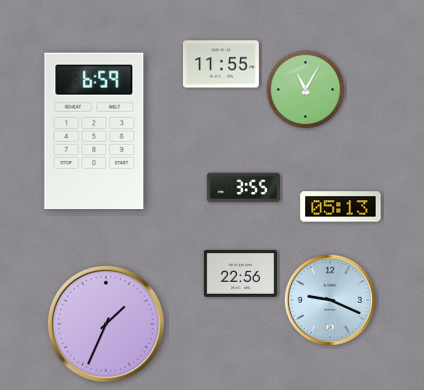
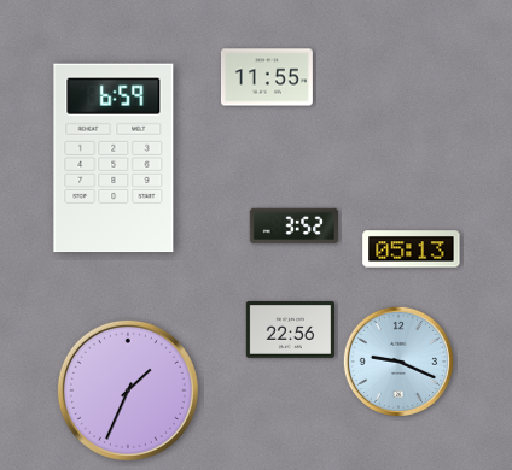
clock at (306, 90): 11:05 -> none
clock at (243, 188): 3:55 -> 3:52
